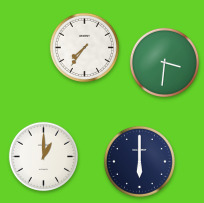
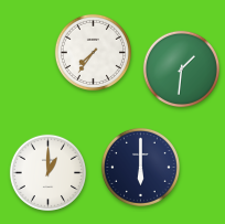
clock at (164, 62): 3:31 -> 1:31
clock at (139, 161) position: (139, 161) -> (140, 167)
